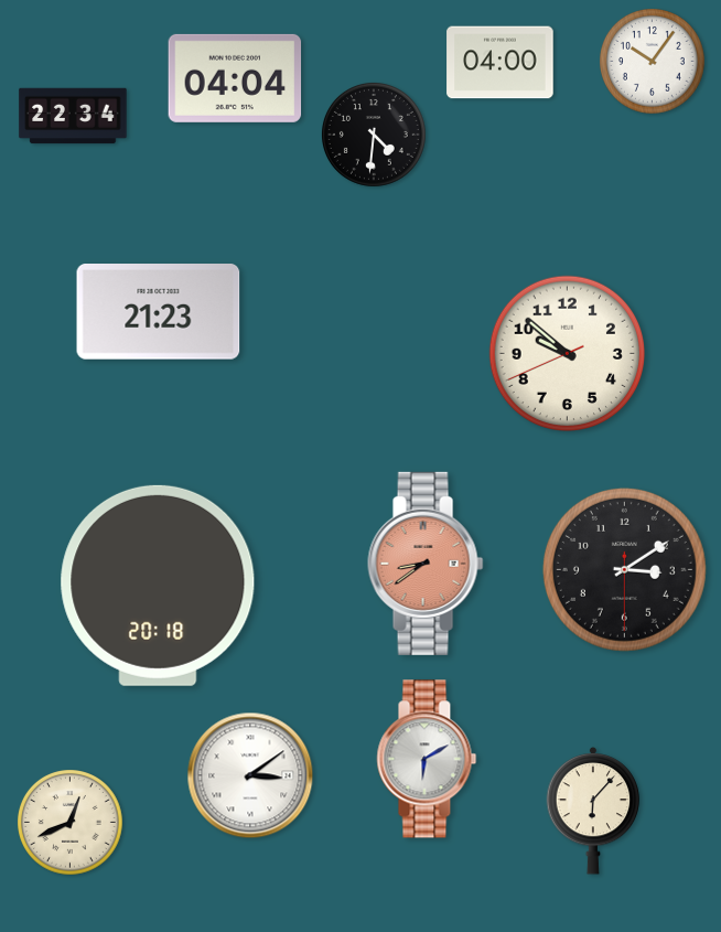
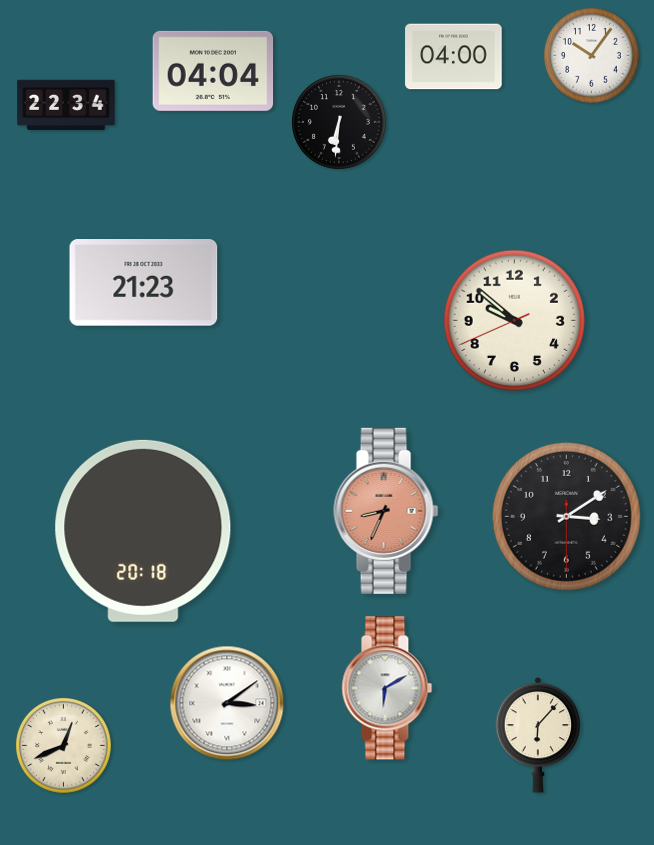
clock at (374, 135): 4:31 -> 6:31
clock at (426, 564): 8:39 -> 8:34
